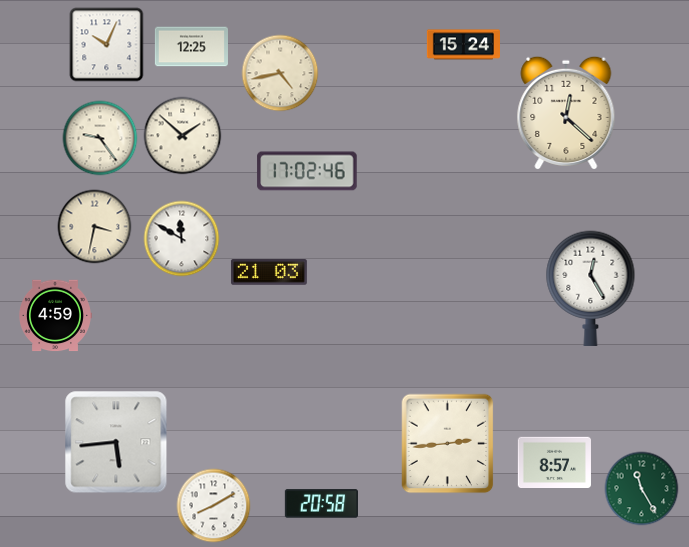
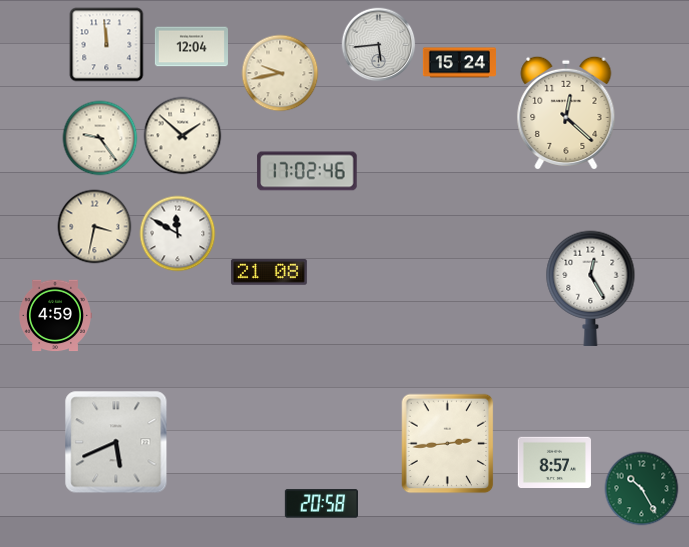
clock at (107, 45): 10:04 -> 11:59
clock at (379, 45): none -> 5:44
clock at (463, 45) position: (463, 45) -> (459, 63)
clock at (191, 47): 12:25 -> 12:04
clock at (280, 73): 4:43 -> 9:43
clock at (182, 239) position: (182, 239) -> (178, 234)
clock at (269, 272): 21:03 -> 21:08
clock at (116, 442): 5:44 -> 5:41
clock at (642, 489): 11:25 -> 10:25
clock at (214, 506): 8:10 -> none
